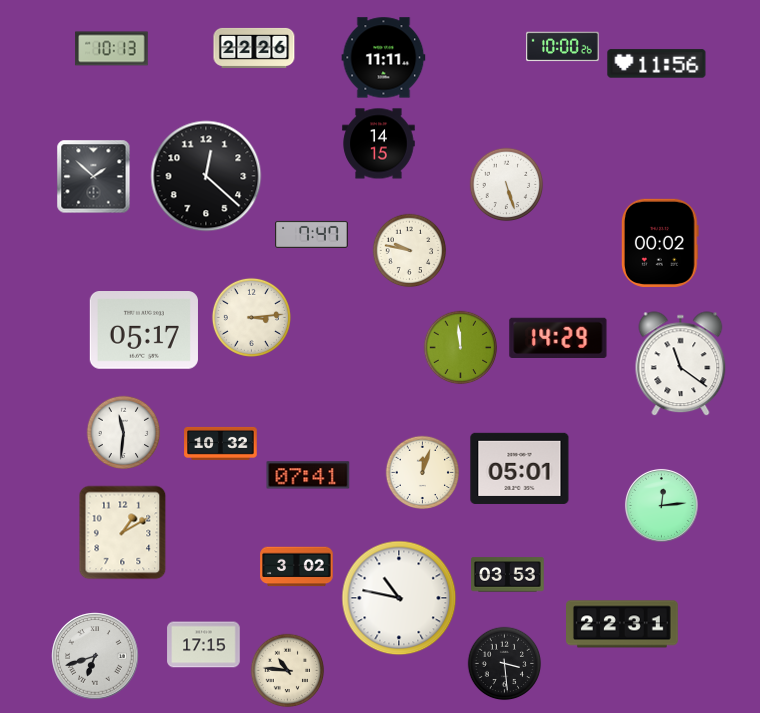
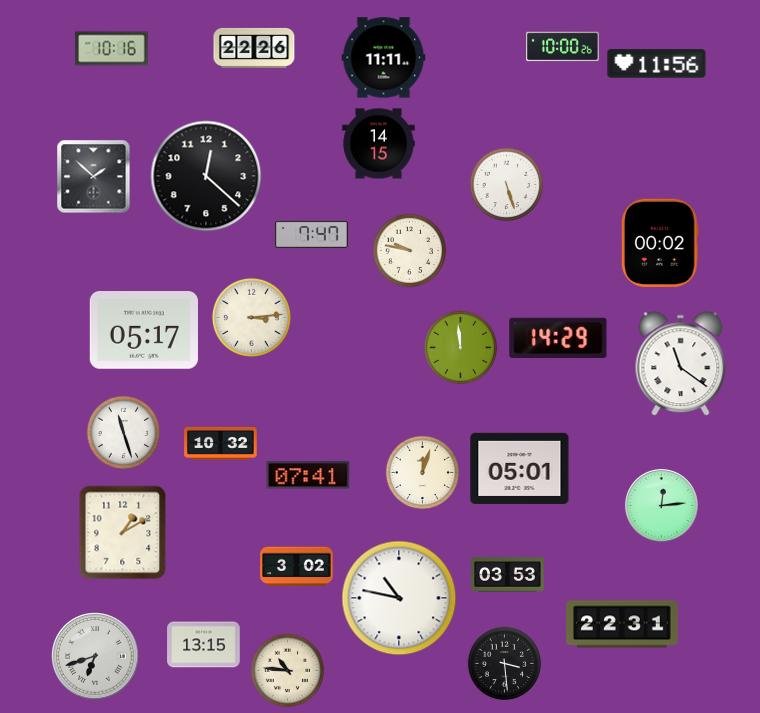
clock at (112, 49): 10:13 -> 10:16
clock at (124, 433): 11:31 -> 11:27
clock at (204, 645): 17:15 -> 13:15
